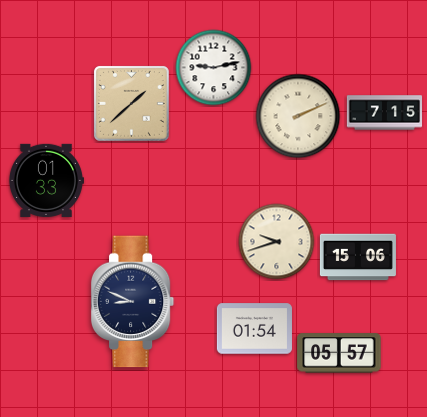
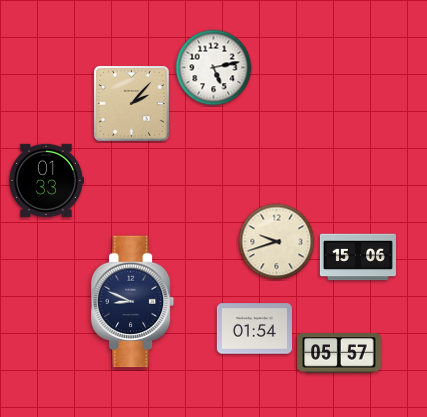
clock at (214, 68): 9:13 -> 5:13
clock at (131, 103): 1:38 -> 2:07
clock at (384, 113): 7:15 -> none
clock at (298, 116): 2:11 -> none
